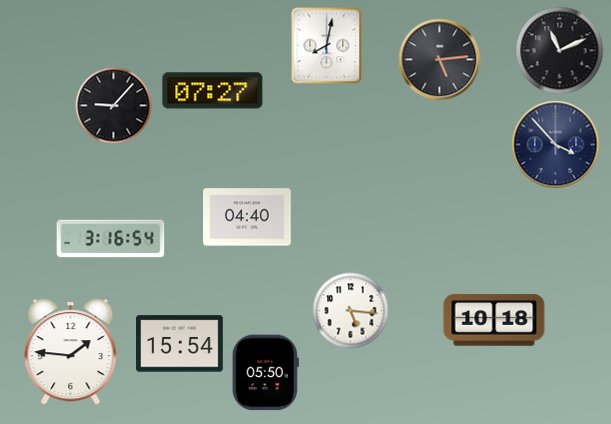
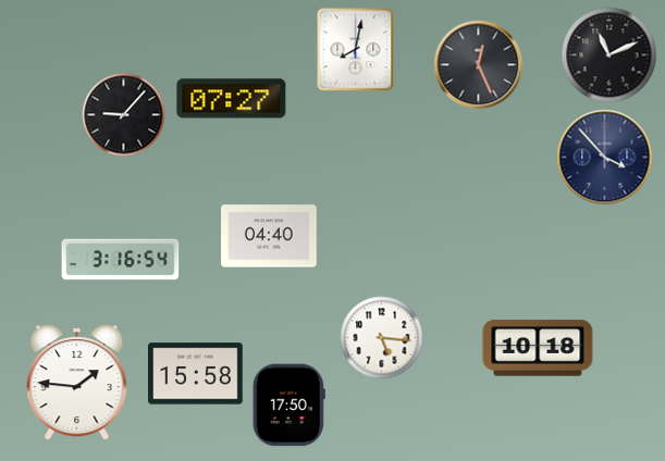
clock at (440, 60): 5:14 -> 12:26
clock at (180, 344): 15:54 -> 15:58
clock at (265, 373): 05:50 -> 17:50
